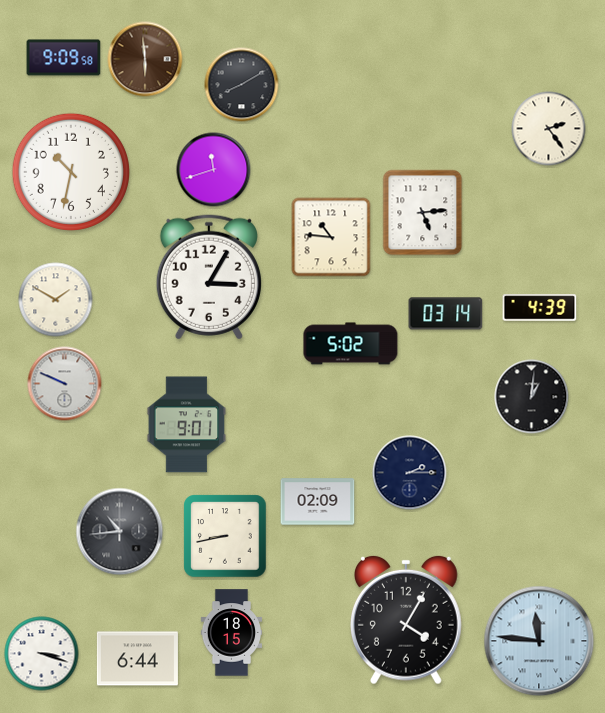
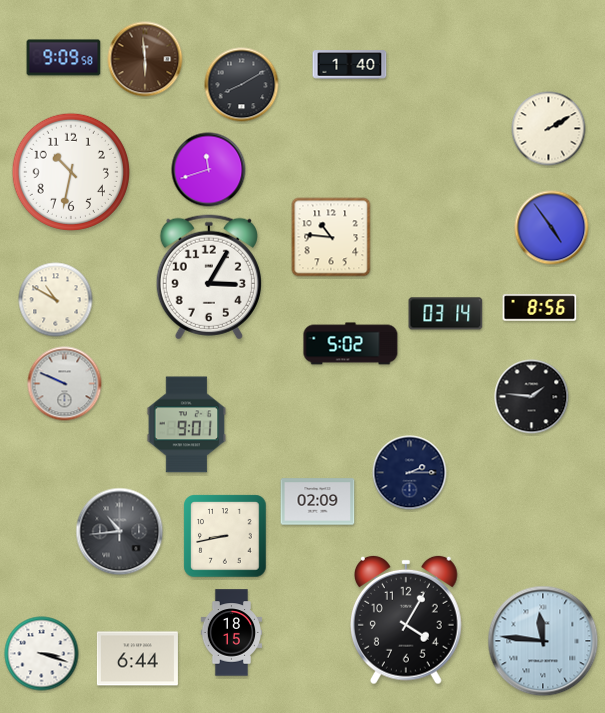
clock at (350, 65): none -> 1:40
clock at (549, 129): 2:24 -> 2:10
clock at (214, 170) position: (214, 170) -> (209, 170)
clock at (423, 213): 5:14 -> none
clock at (552, 228): none -> 4:54
clock at (56, 300): 1:50 -> 10:50
clock at (540, 308): 4:39 -> 8:56
clock at (532, 397): 1:01 -> 1:46
clock at (539, 641) position: (539, 641) -> (543, 641)
